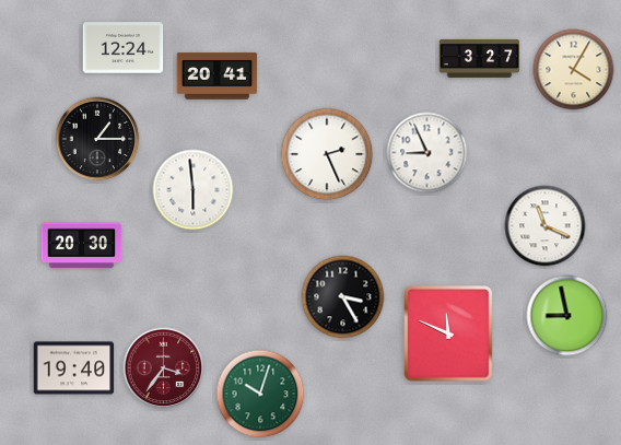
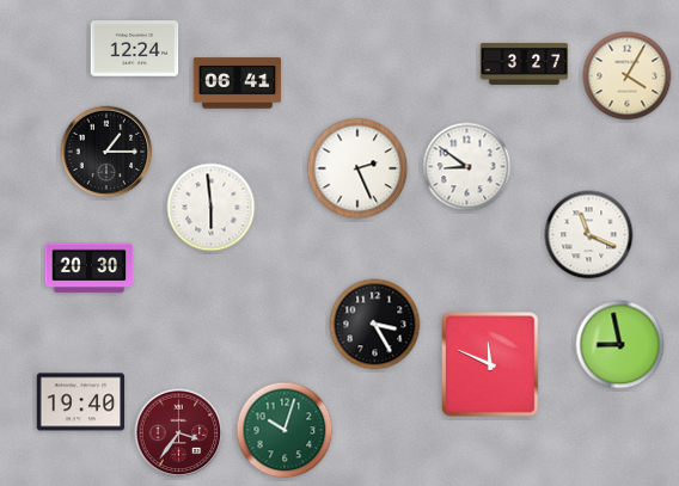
clock at (124, 48) position: (124, 48) -> (135, 49)
clock at (218, 77): 20:41 -> 06:41
clock at (427, 153): 8:56 -> 8:51
clock at (546, 226) position: (546, 226) -> (589, 235)
clock at (164, 368) position: (164, 368) -> (179, 433)
